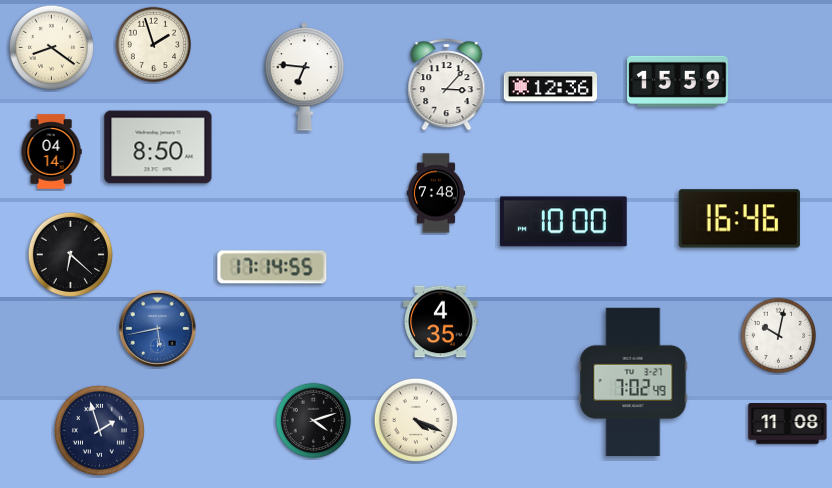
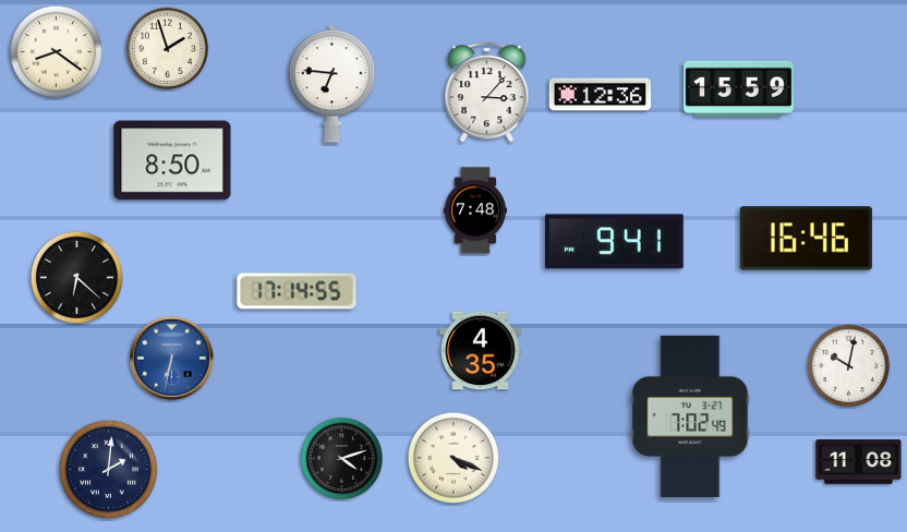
clock at (51, 152): 04:14 -> none
clock at (563, 222): 10:00 -> 9:41
clock at (157, 328): 5:43 -> 6:32
clock at (99, 430): 1:57 -> 2:01
